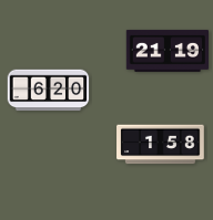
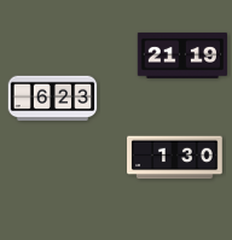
clock at (49, 91): 6:20 -> 6:23
clock at (161, 145): 1:58 -> 1:30
